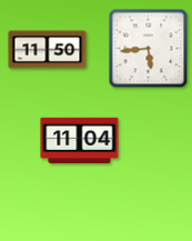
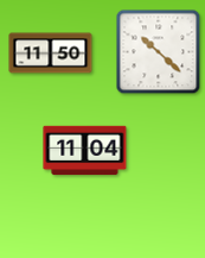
clock at (149, 49): 5:44 -> 10:22
